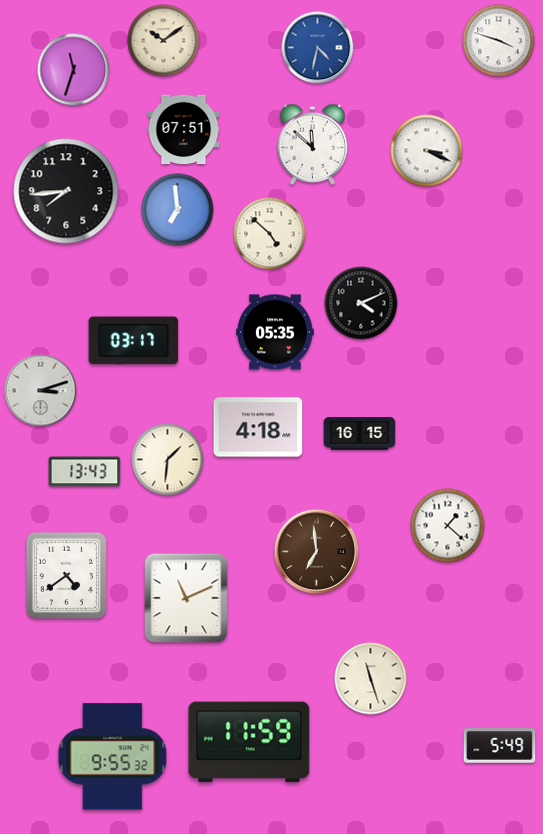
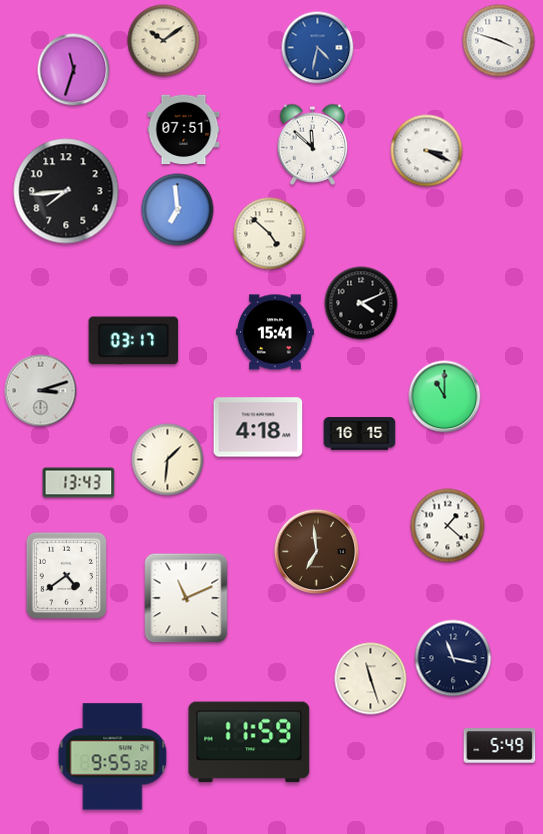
clock at (276, 332): 05:35 -> 15:41
clock at (445, 397): none -> 11:00
clock at (85, 472) position: (85, 472) -> (79, 483)
clock at (453, 658): none -> 11:17
